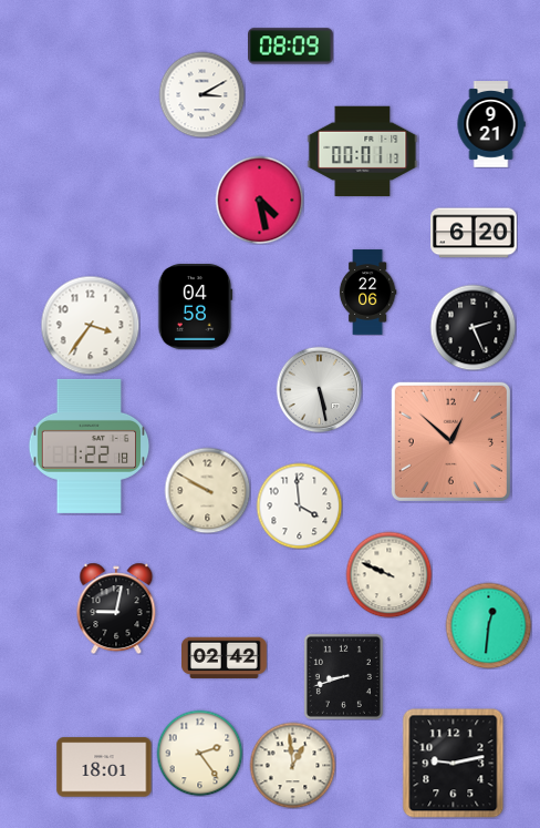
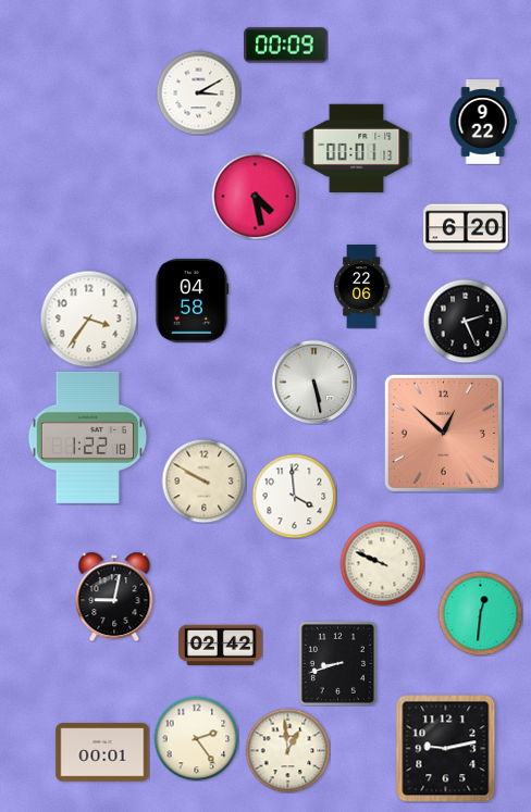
clock at (291, 47): 08:09 -> 00:09
clock at (491, 124): 9:21 -> 9:22
clock at (104, 767): 18:01 -> 00:01
